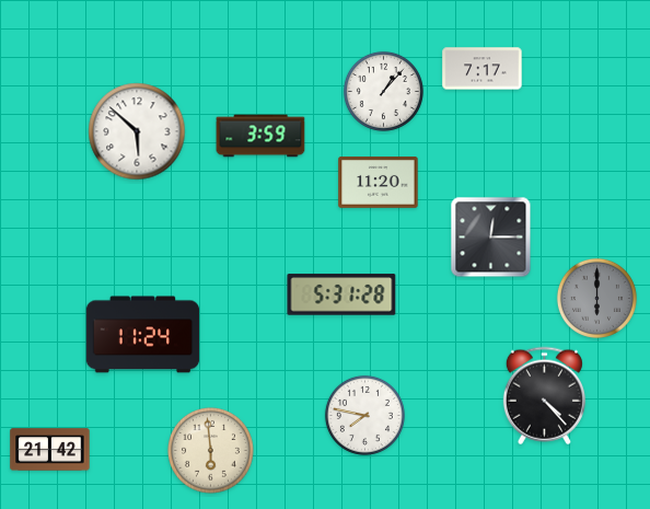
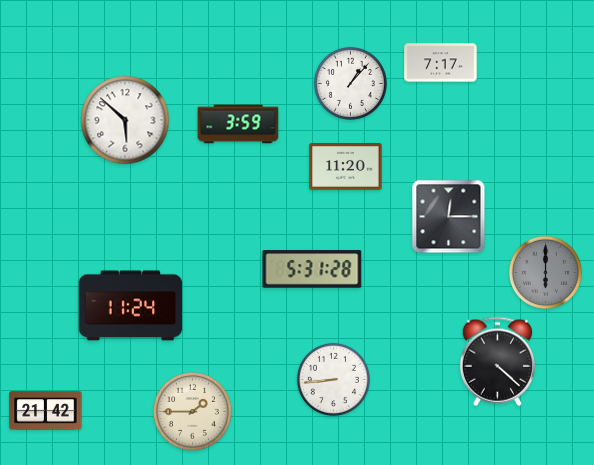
clock at (544, 396): 4:23 -> 4:22
clock at (364, 415): 7:47 -> 8:44
clock at (211, 451): 5:59 -> 1:45
